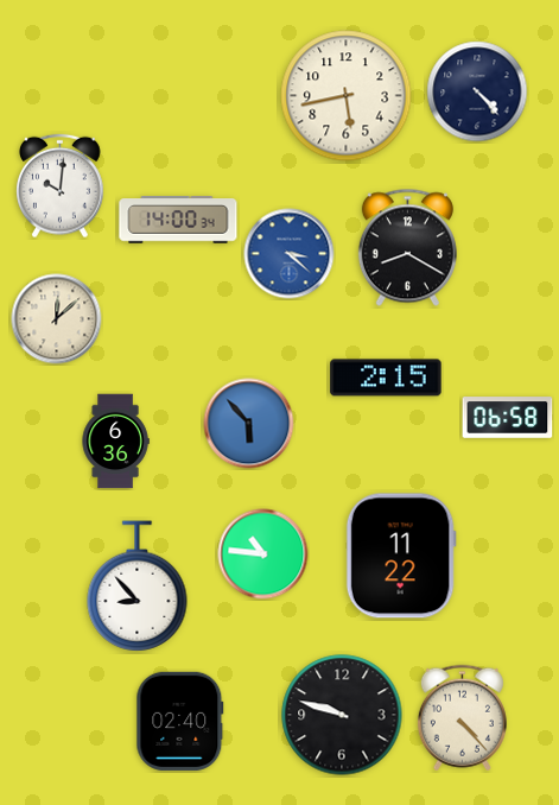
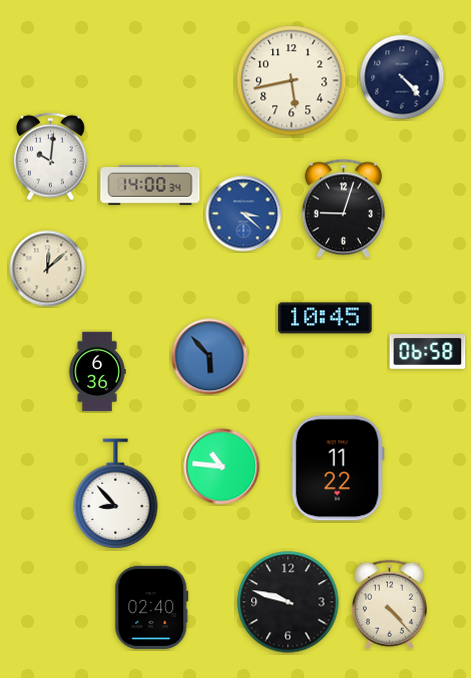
clock at (407, 248): 8:20 -> 9:03
clock at (386, 378): 2:15 -> 10:45
